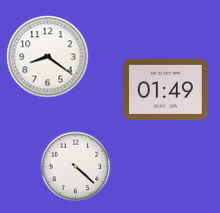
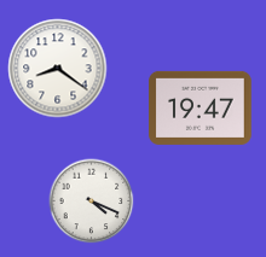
clock at (166, 89): 01:49 -> 19:47
clock at (76, 167): 4:22 -> 4:19
